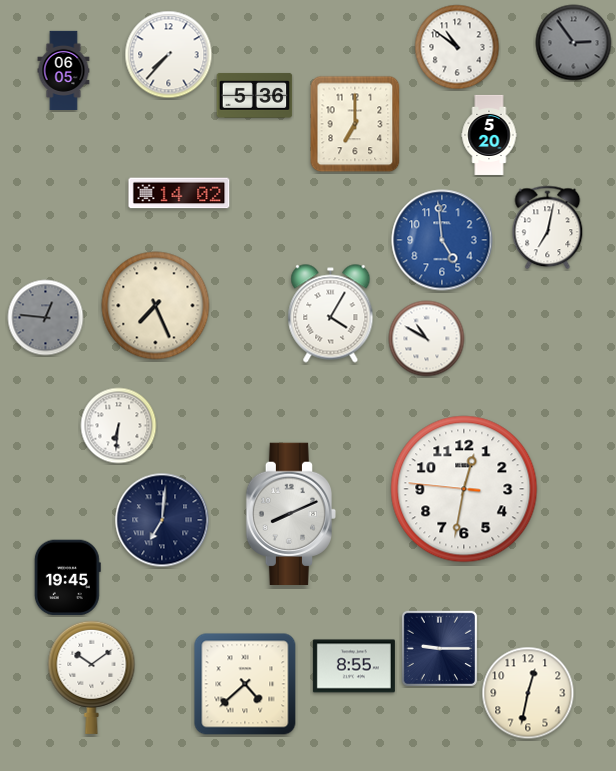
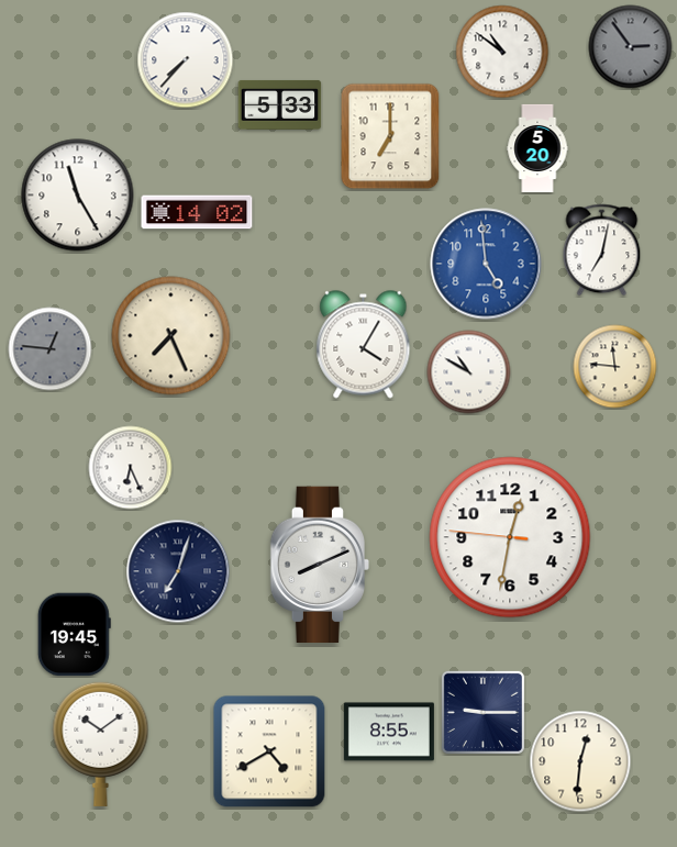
clock at (64, 70): 06:05 -> none
clock at (255, 95): 5:36 -> 5:33
clock at (78, 196): none -> 11:25
clock at (615, 367): none -> 11:46
clock at (119, 426): 6:31 -> 6:26
clock at (162, 520): 7:01 -> 7:03
clock at (245, 684): 4:38 -> 4:40
clock at (528, 693): 12:32 -> 12:31
